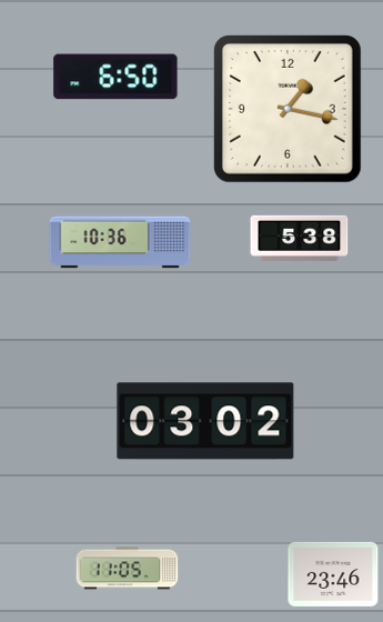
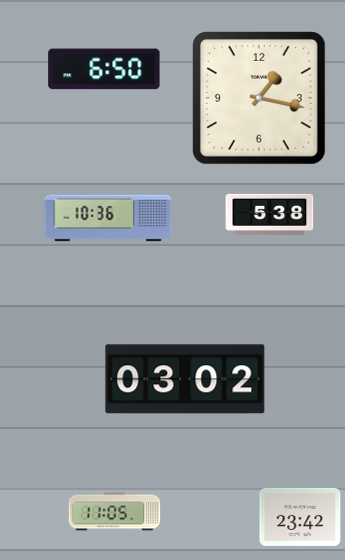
clock at (333, 574): 23:46 -> 23:42
